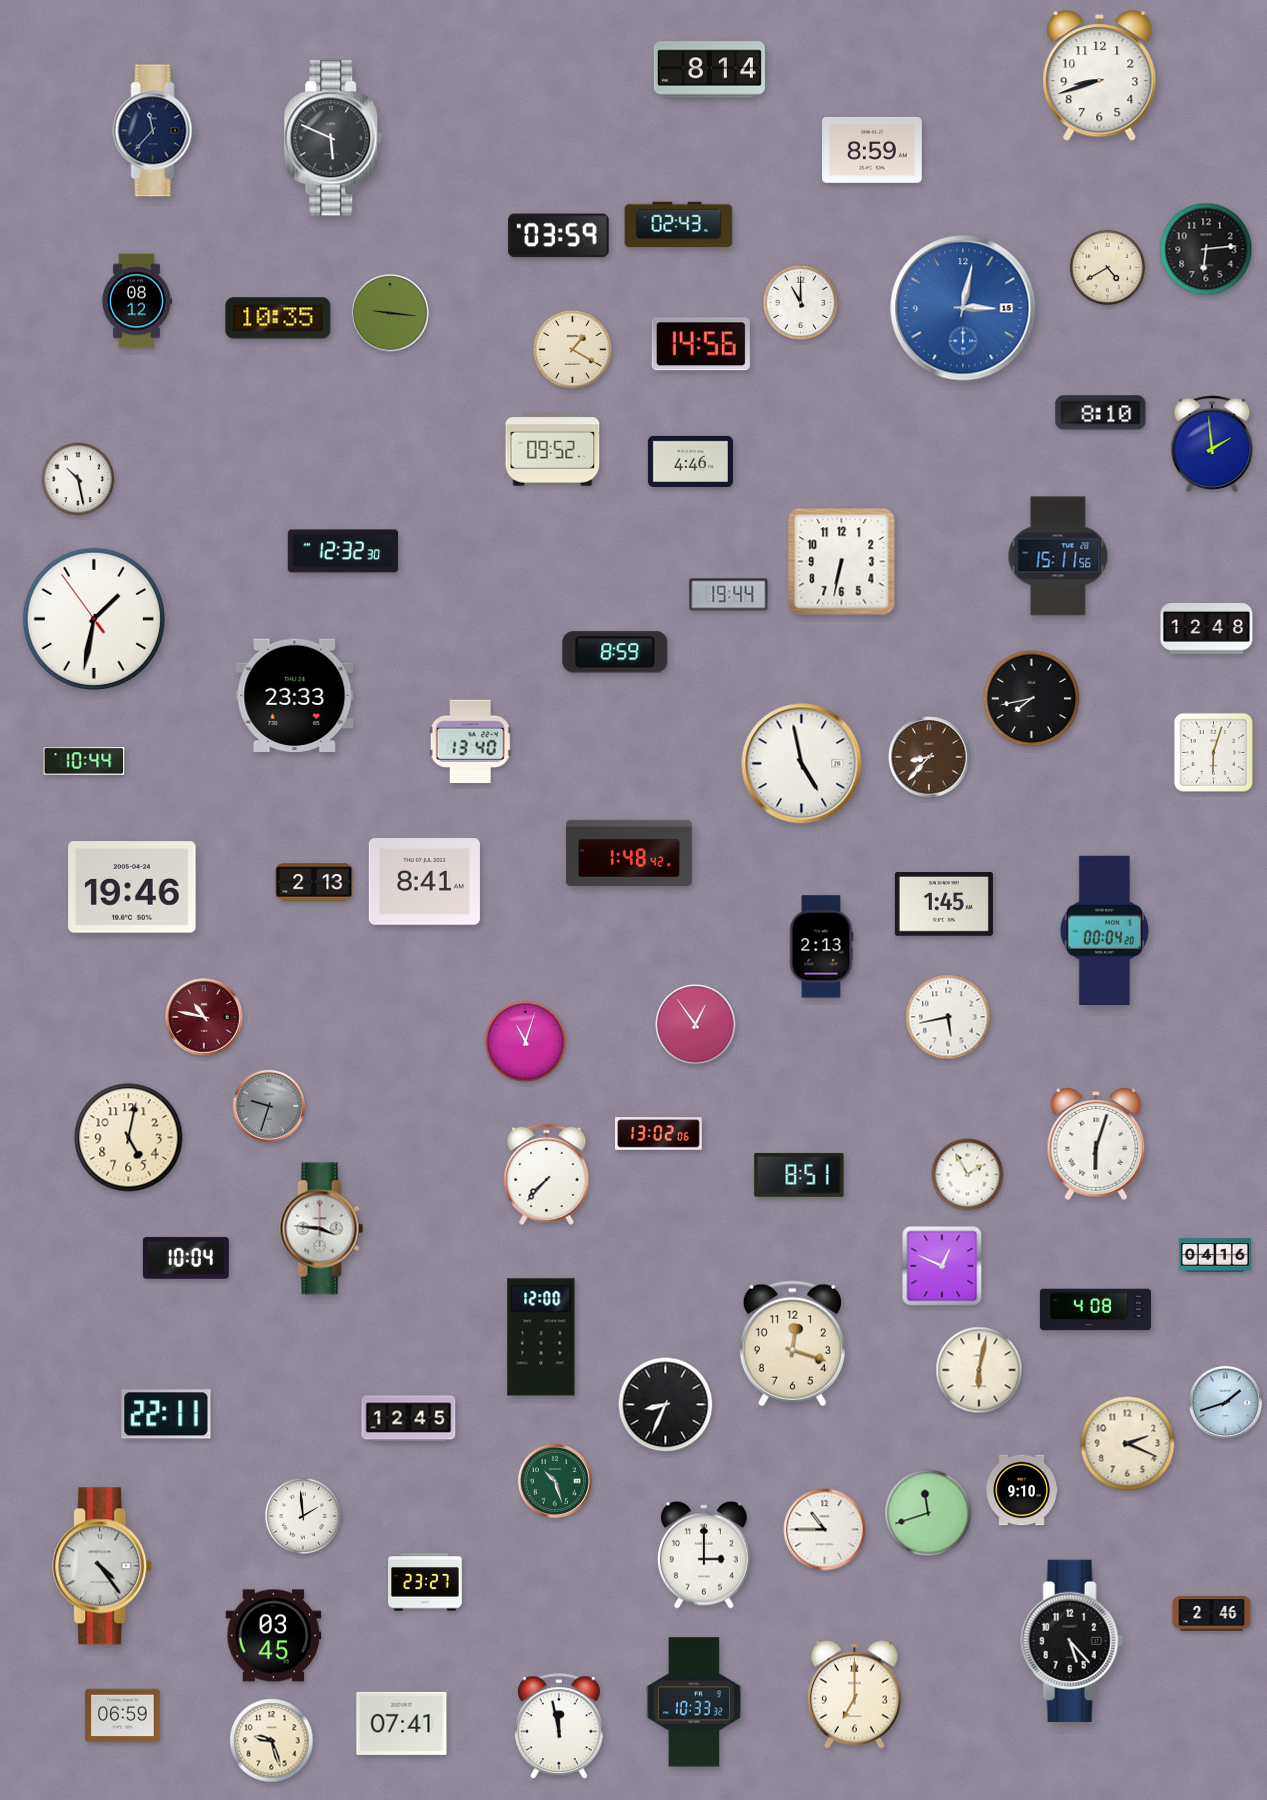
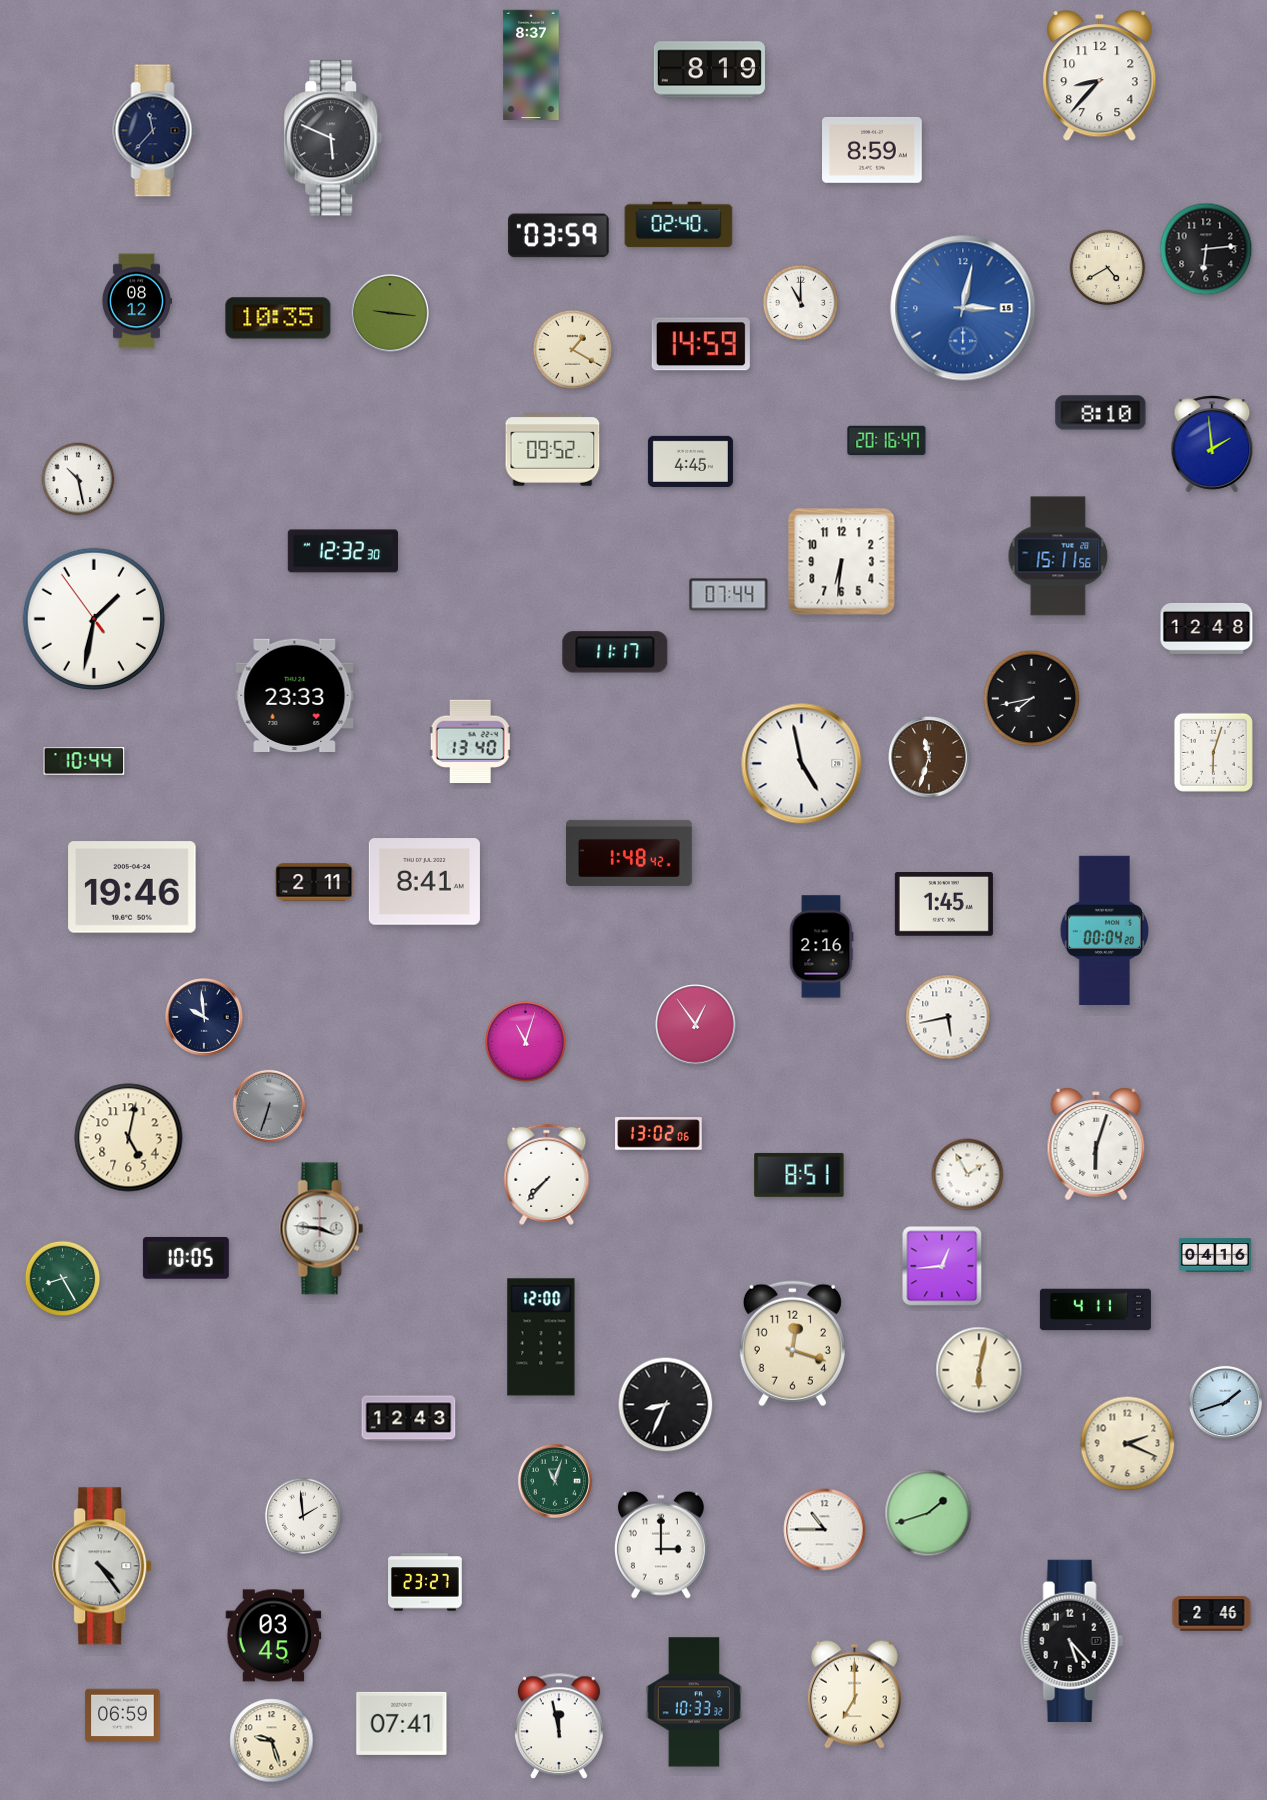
clock at (531, 64): none -> 8:37
clock at (709, 70): 8:14 -> 8:19
clock at (1100, 76): 8:42 -> 8:37
clock at (679, 225): 02:43 -> 02:40
clock at (701, 344): 14:56 -> 14:59
clock at (887, 441): none -> 20:16
clock at (690, 461): 4:46 -> 4:45
clock at (842, 562): 6:32 -> 6:31
clock at (729, 595): 19:44 -> 07:44
clock at (615, 652): 8:59 -> 11:17
clock at (929, 757): 8:37 -> 11:33
clock at (314, 882): 2:13 -> 2:11
clock at (821, 947): 2:13 -> 2:16
clock at (204, 1017): 10:47 -> 9:59
clock at (204, 1017) dial: burgundy -> navy
clock at (269, 1106): 9:33 -> 6:33
clock at (186, 1258): 10:04 -> 10:05
clock at (942, 1266): 12:49 -> 12:44
clock at (63, 1279): none -> 8:25
clock at (1095, 1310): 4:08 -> 4:11
clock at (166, 1414): 22:11 -> none
clock at (409, 1419): 12:45 -> 12:43
clock at (555, 1481): 10:27 -> 11:03
clock at (1022, 1490): 9:10 -> none
clock at (928, 1513): 11:42 -> 1:42
clock at (704, 1555) position: (704, 1555) -> (661, 1545)
